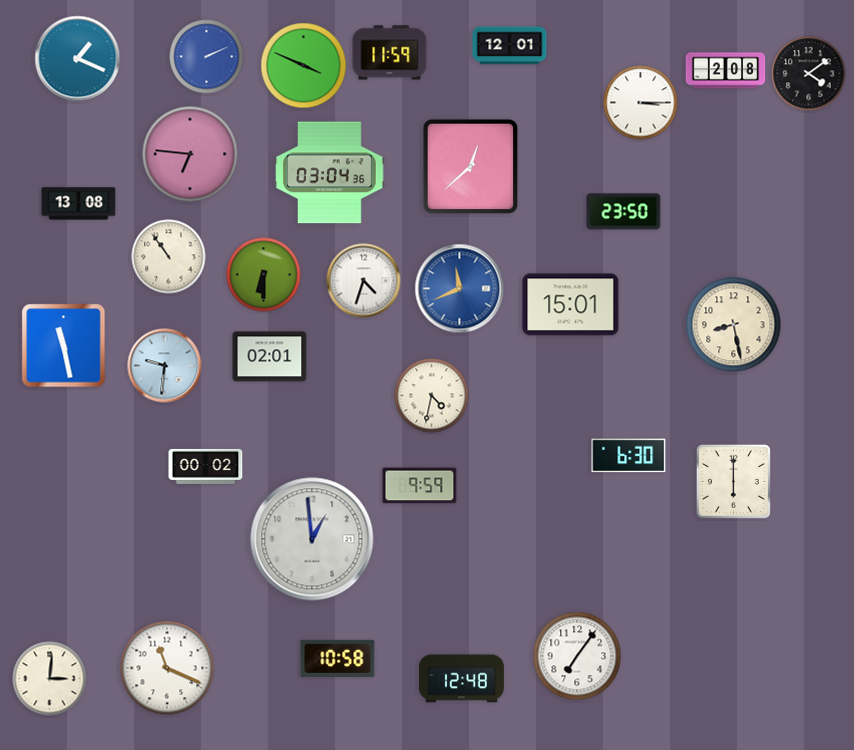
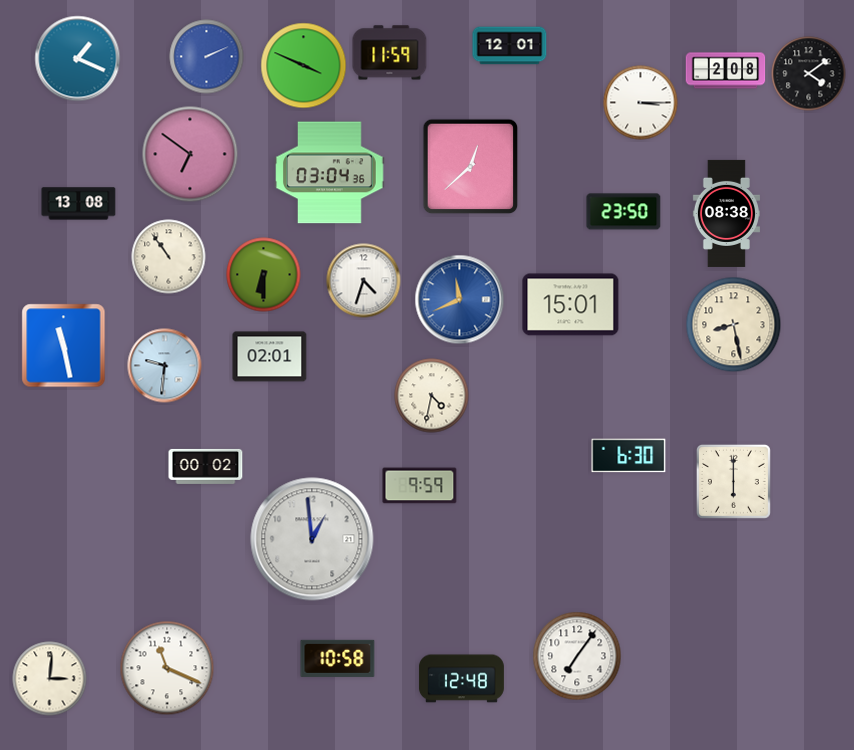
clock at (190, 154): 6:46 -> 6:51
clock at (726, 213): none -> 08:38
clock at (460, 289) position: (460, 289) -> (460, 300)
